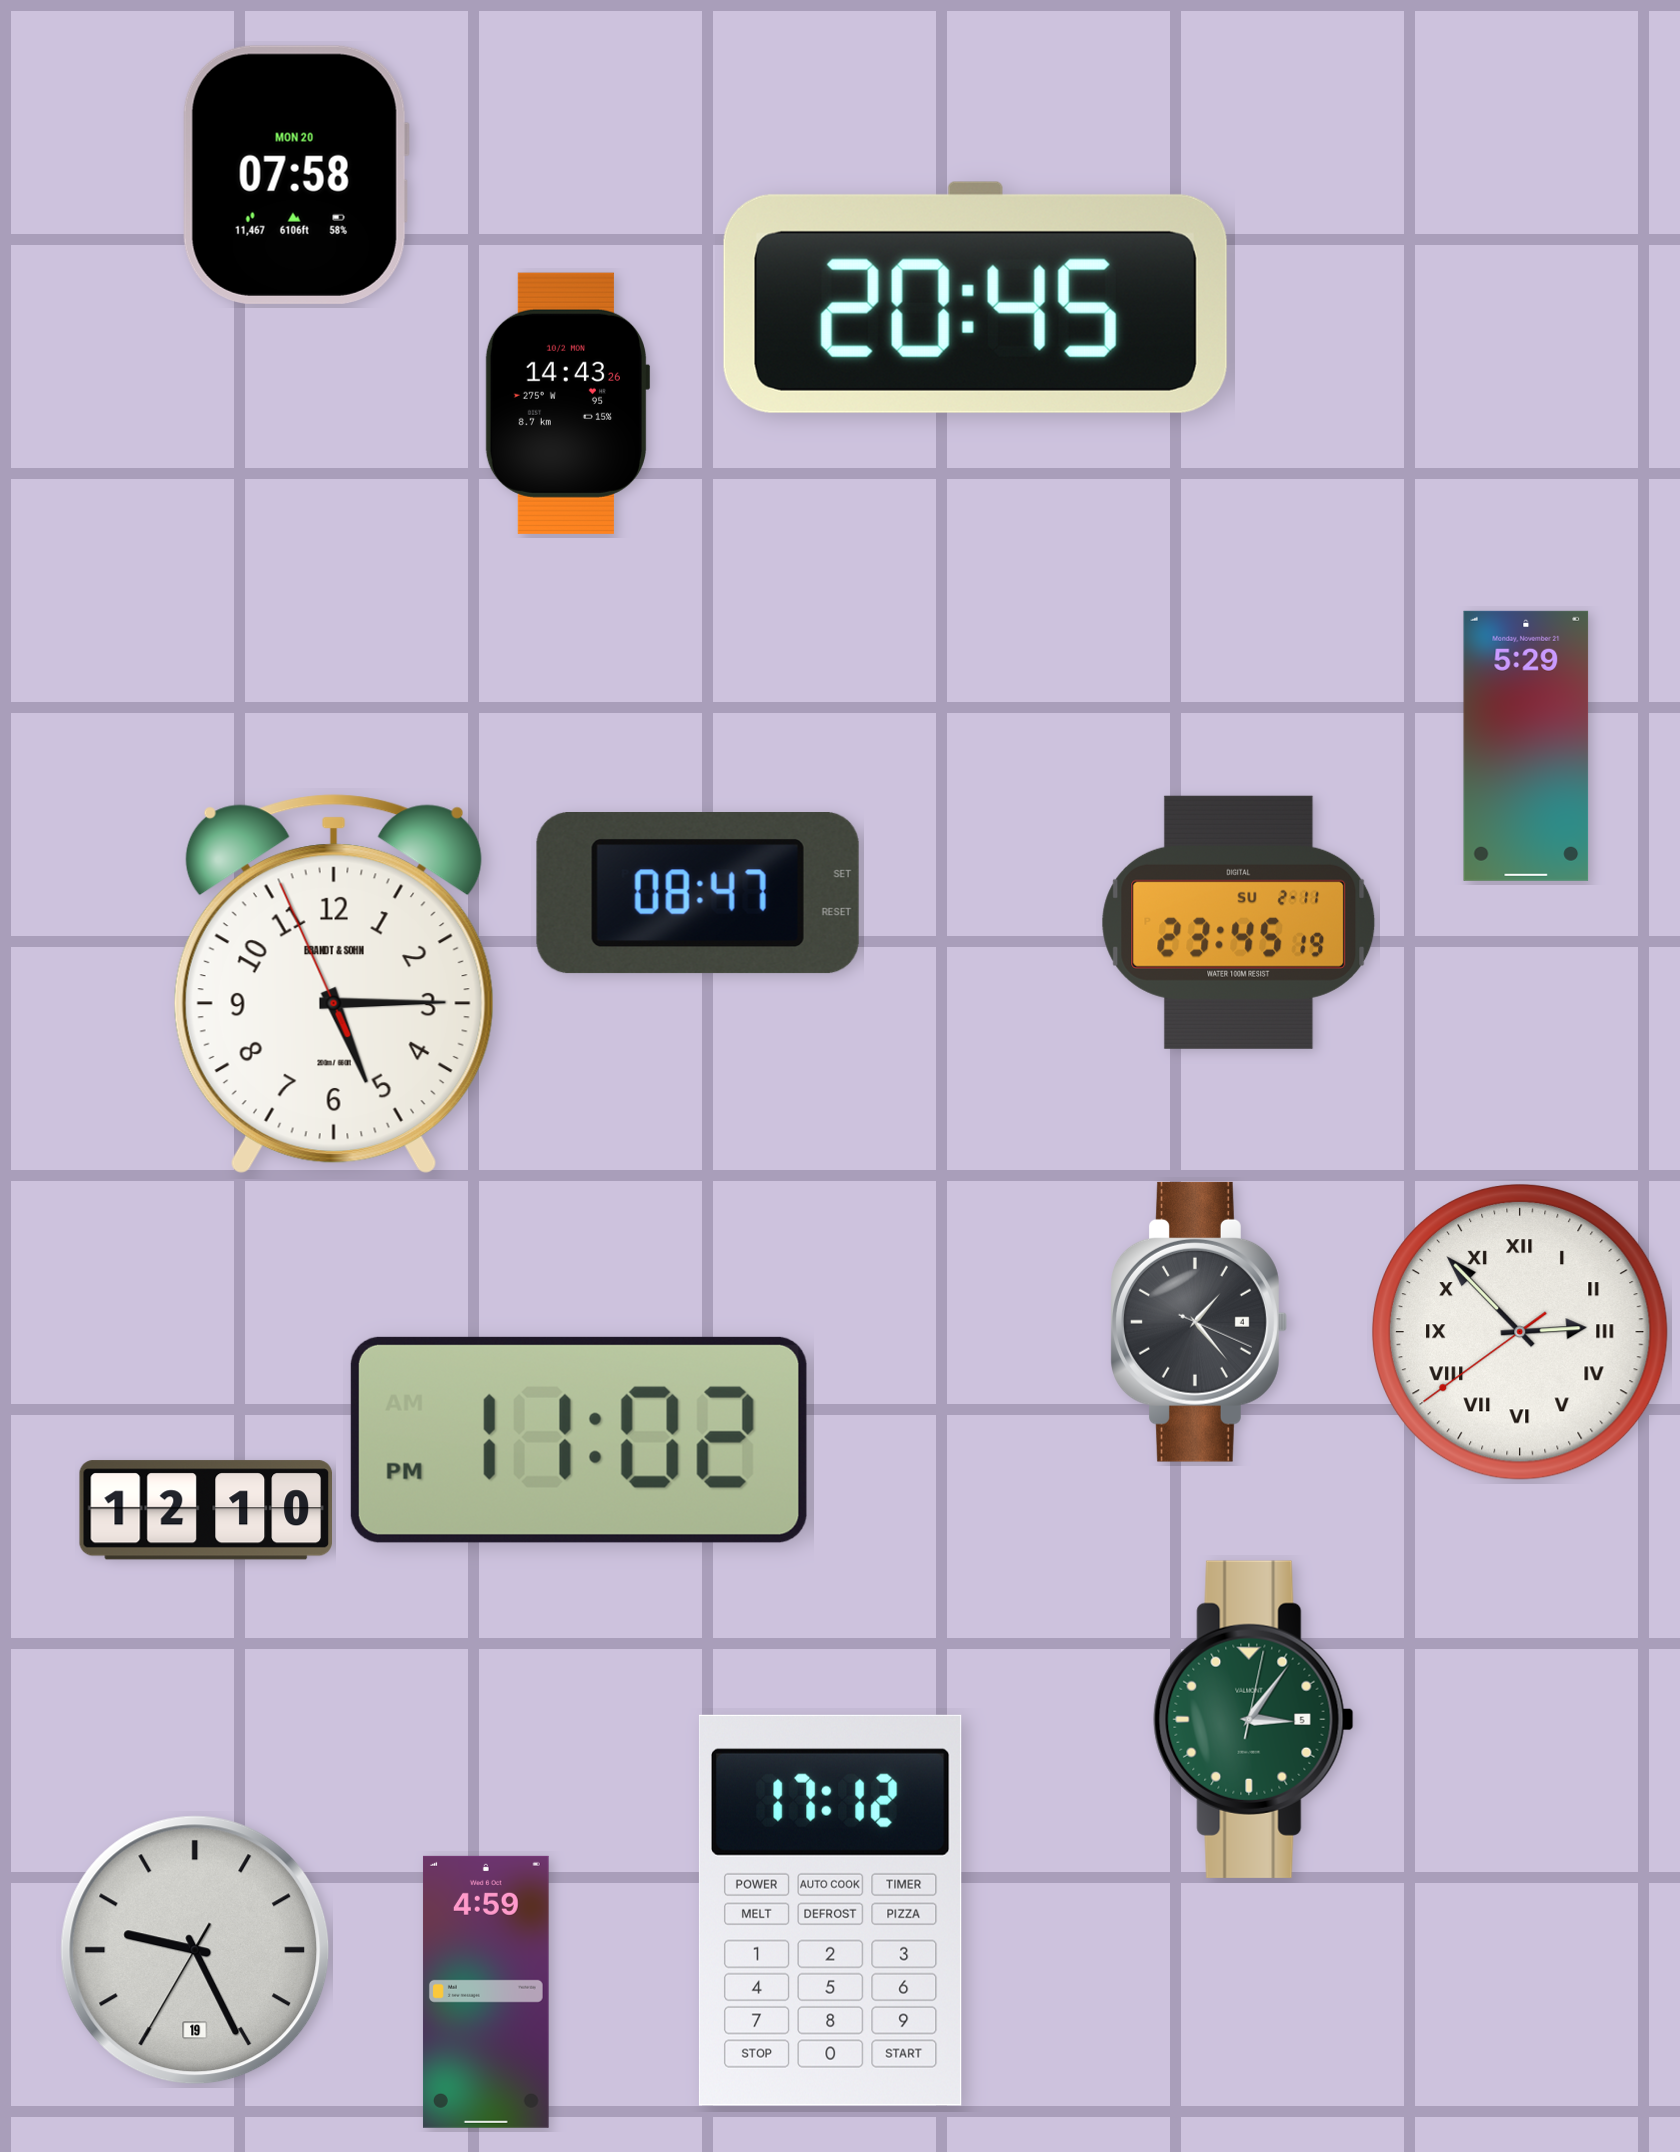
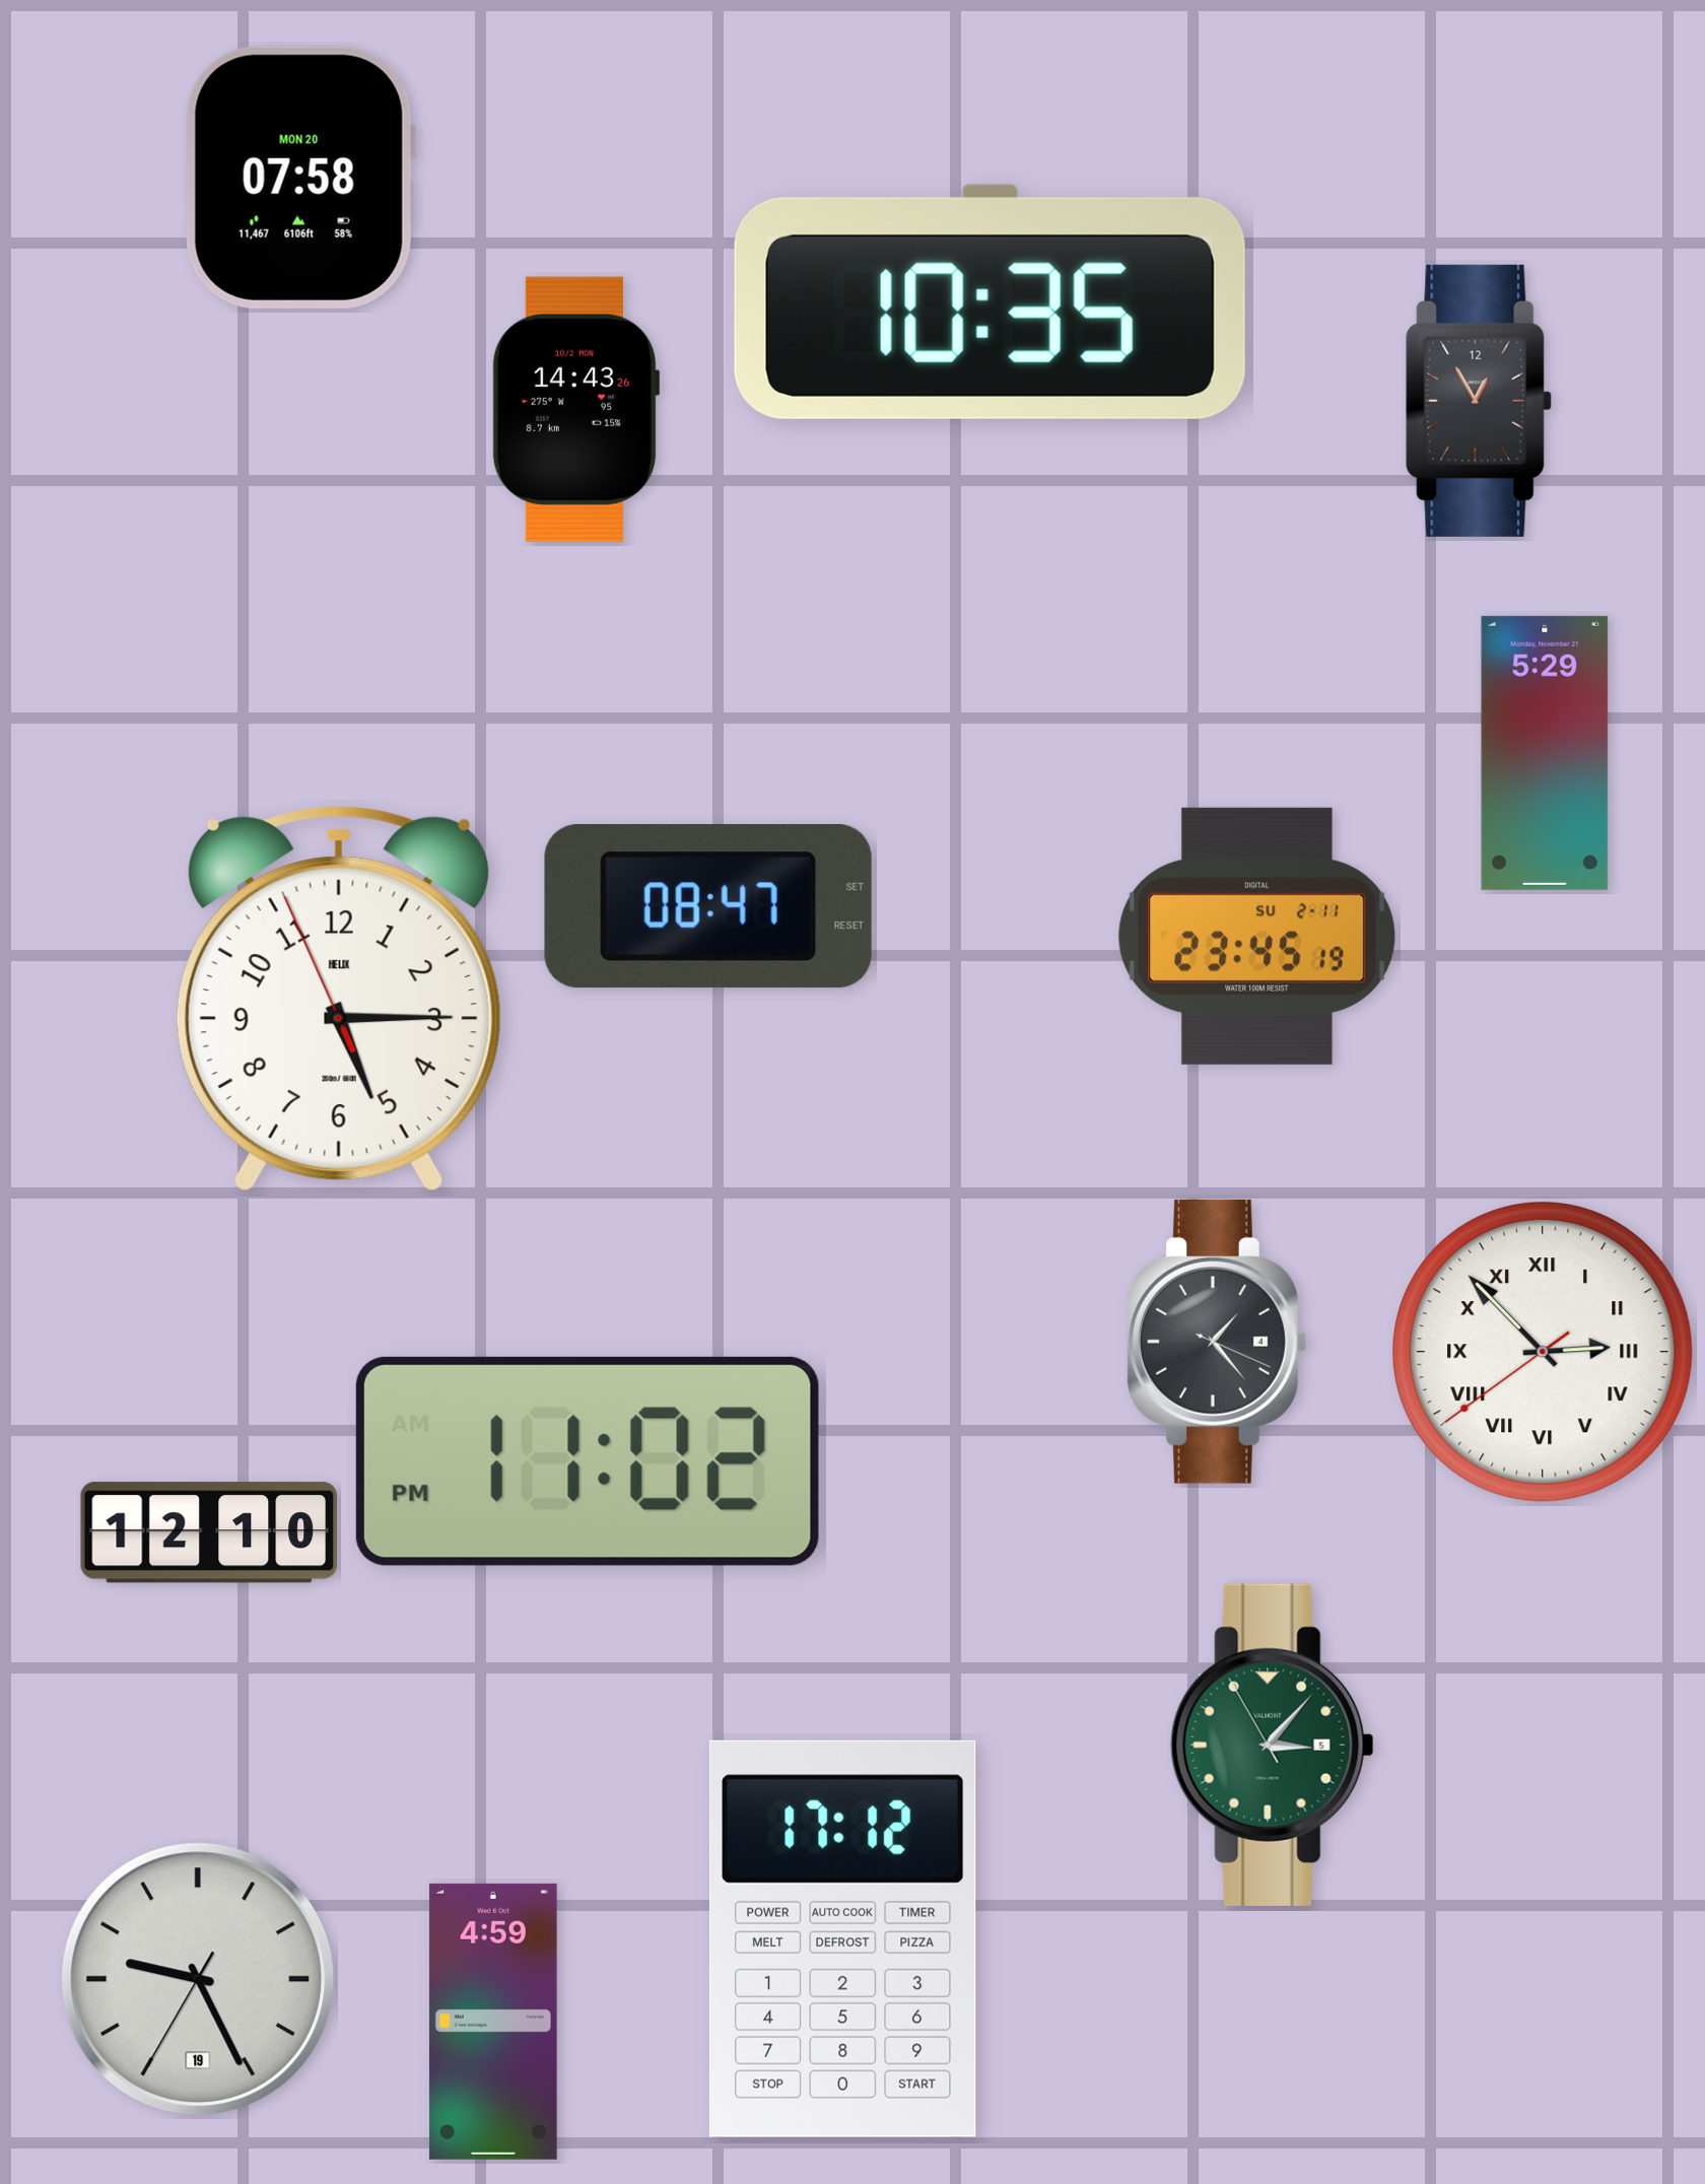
clock at (975, 297): 20:45 -> 10:35
clock at (1479, 401): none -> 12:55
clock at (1526, 746) position: (1526, 746) -> (1545, 753)
clock at (334, 984) brand: BRANDT & SOHN -> HELIX
clock at (1254, 1719): 3:06:02 -> 3:06:55
